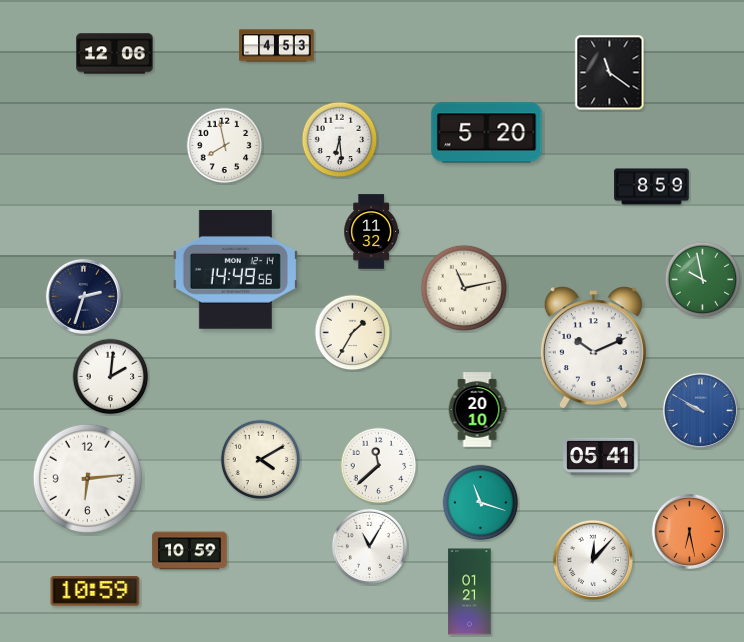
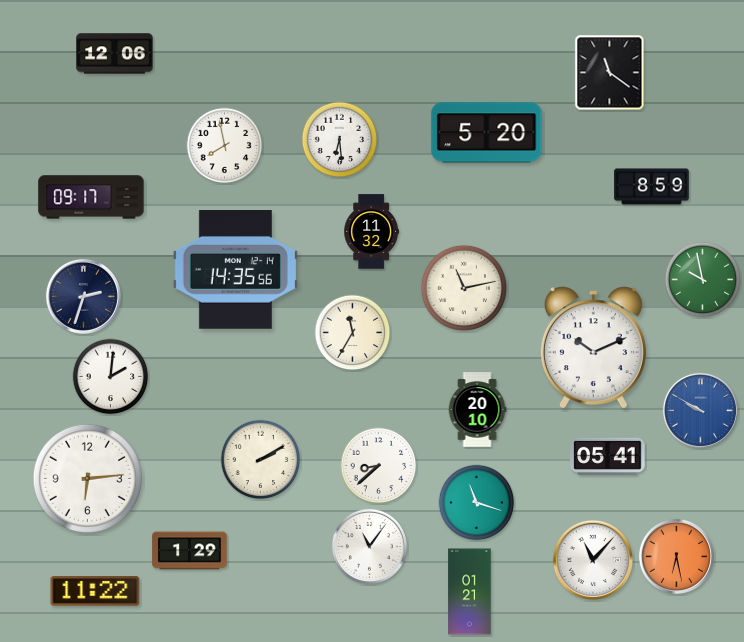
clock at (277, 46): 4:53 -> none
clock at (91, 197): none -> 09:17
clock at (235, 270): 14:49 -> 14:35
clock at (353, 333): 1:35 -> 11:35
clock at (601, 456) position: (601, 456) -> (608, 456)
clock at (261, 460): 4:10 -> 2:10
clock at (379, 466): 11:38 -> 8:38
clock at (481, 503) position: (481, 503) -> (477, 503)
clock at (689, 531) position: (689, 531) -> (676, 556)
clock at (369, 546): 11:05 -> 11:06
clock at (190, 551): 10:59 -> 1:29
clock at (593, 560): 12:07 -> 11:07
clock at (95, 591): 10:59 -> 11:22
